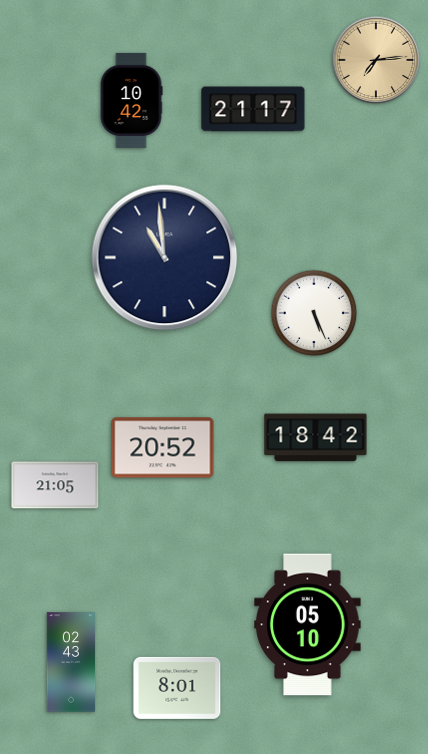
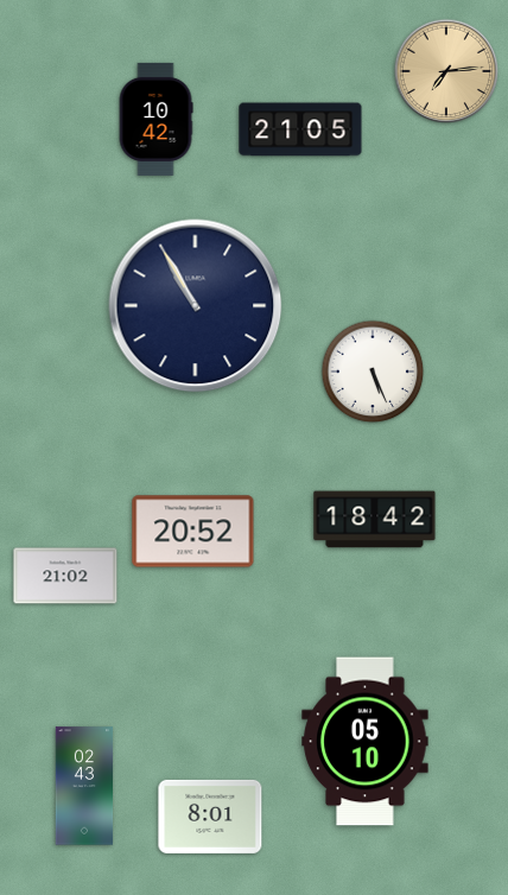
clock at (253, 109): 21:17 -> 21:05
clock at (165, 258): 10:59 -> 10:55
clock at (55, 485): 21:05 -> 21:02
